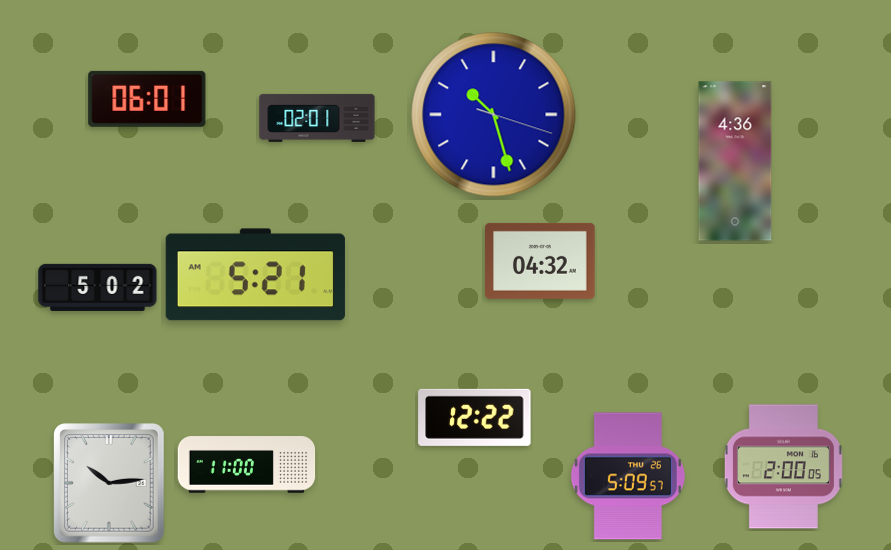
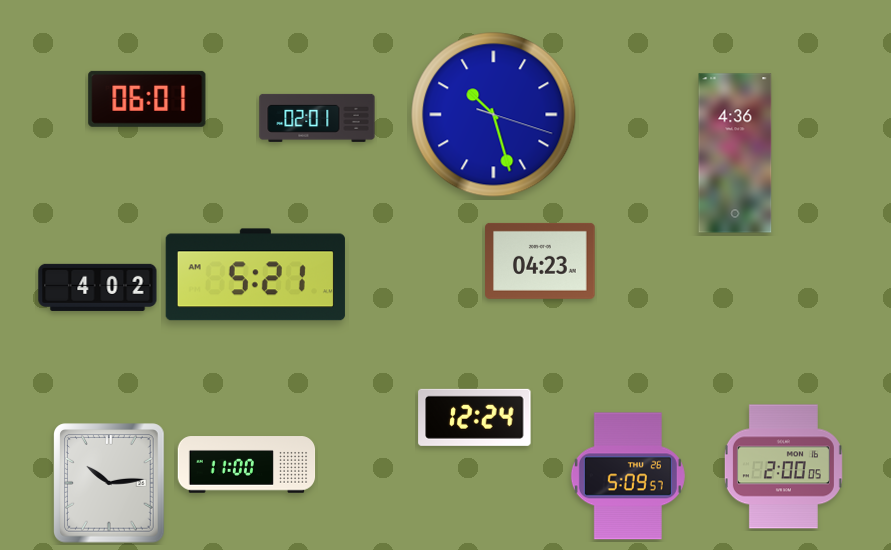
clock at (735, 161) position: (735, 161) -> (735, 153)
clock at (540, 261): 04:32 -> 04:23
clock at (98, 287): 5:02 -> 4:02
clock at (475, 417): 12:22 -> 12:24
